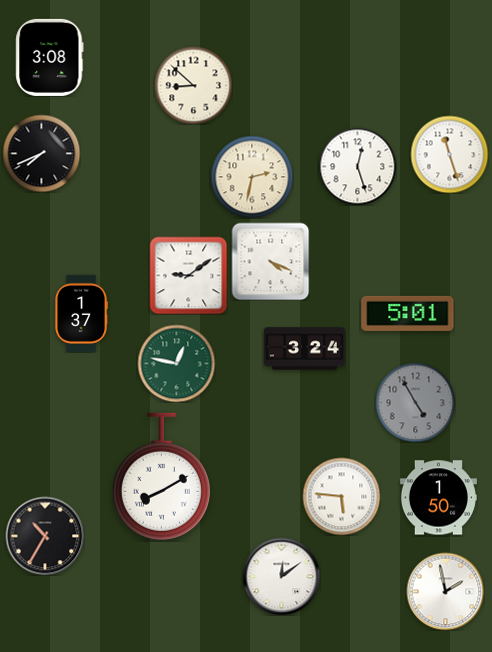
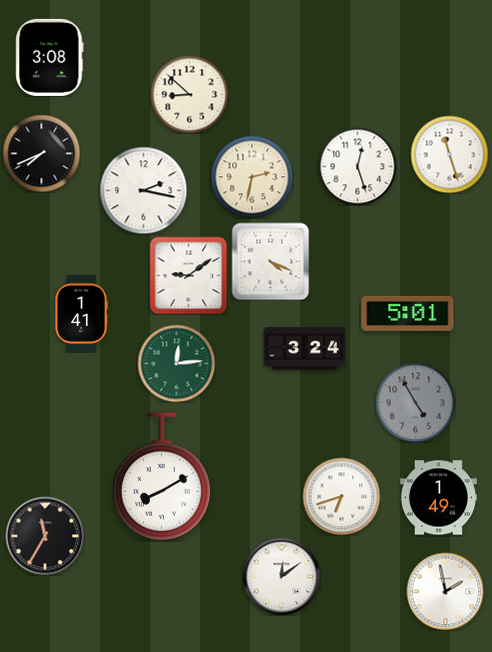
clock at (193, 85) position: (193, 85) -> (189, 94)
clock at (143, 190): none -> 2:17
clock at (81, 313): 1:37 -> 1:41
clock at (176, 363): 12:47 -> 12:14
clock at (341, 496): 5:46 -> 6:42
clock at (438, 498): 1:50 -> 1:49
clock at (45, 536): 10:35 -> 11:35
